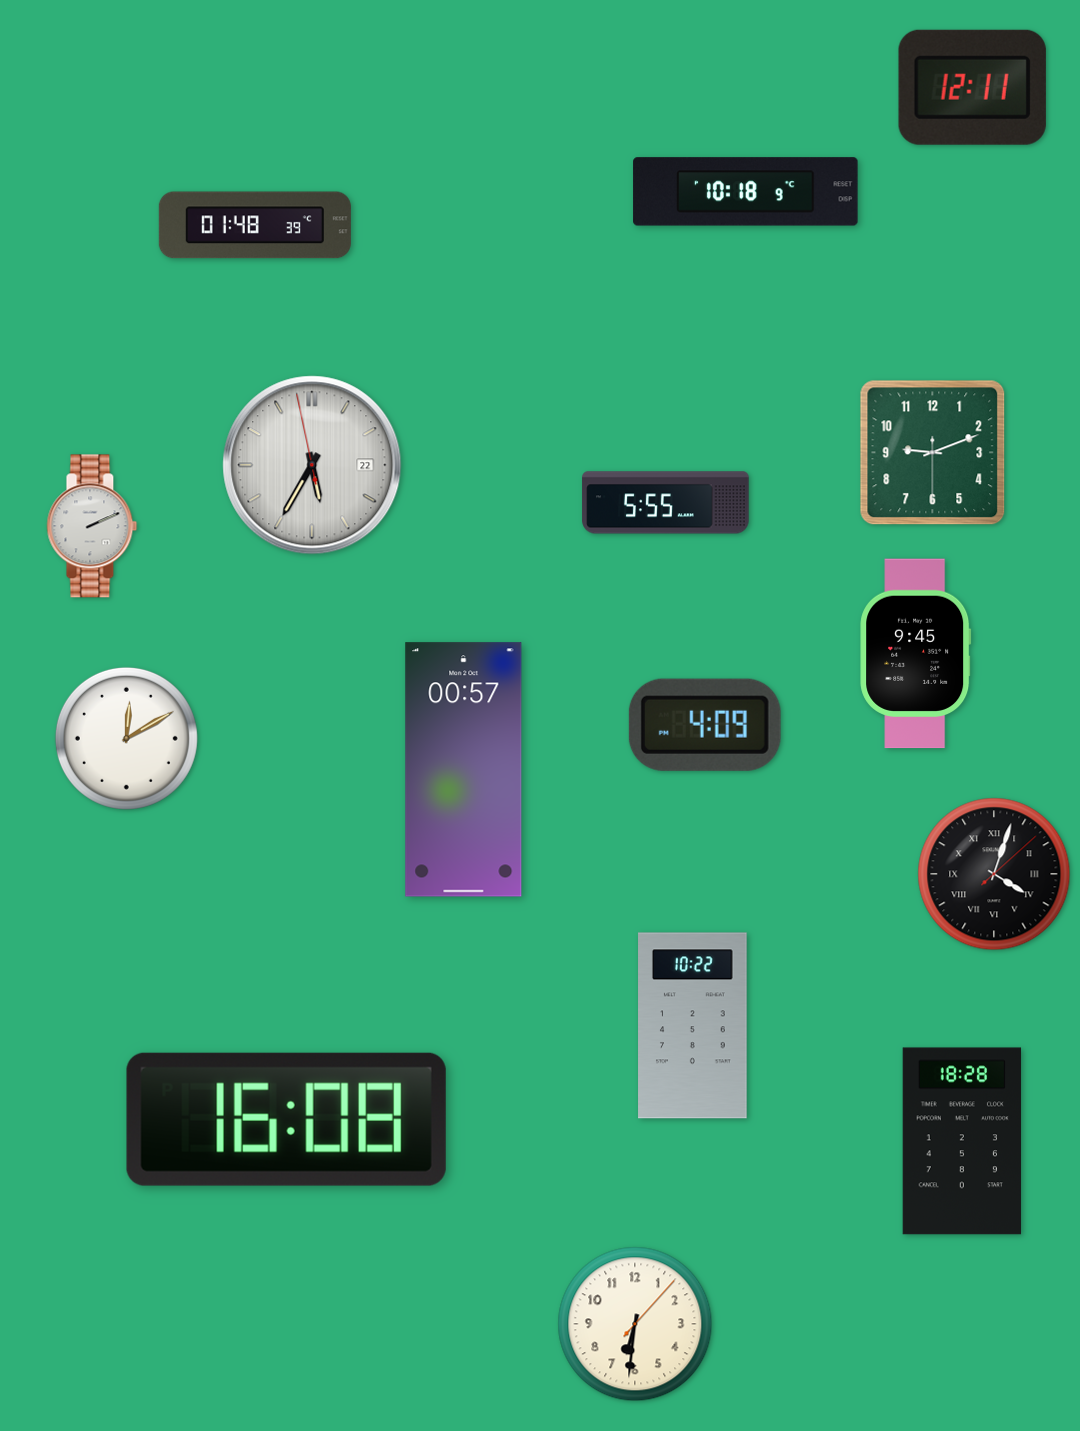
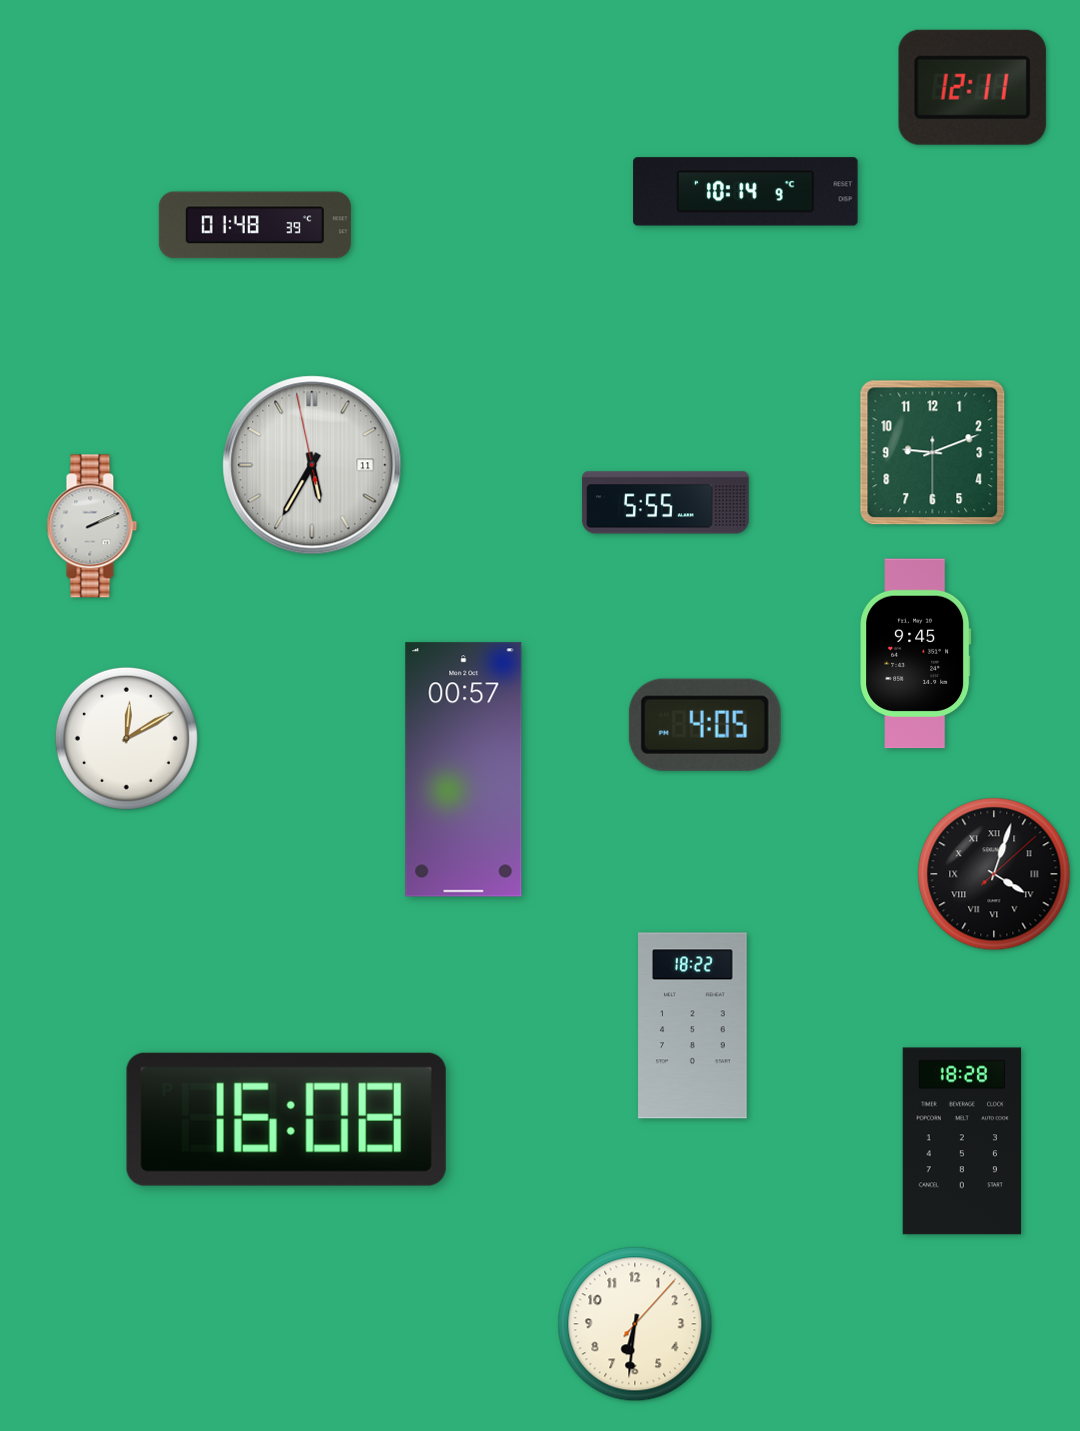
clock at (746, 192): 10:18 -> 10:14
clock at (312, 465) date: 22 -> 11
clock at (705, 725): 4:09 -> 4:05
clock at (693, 1026): 10:22 -> 18:22
